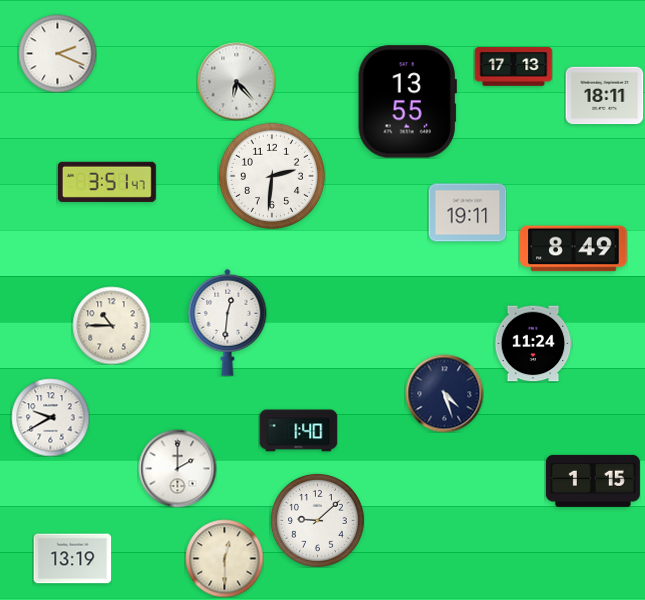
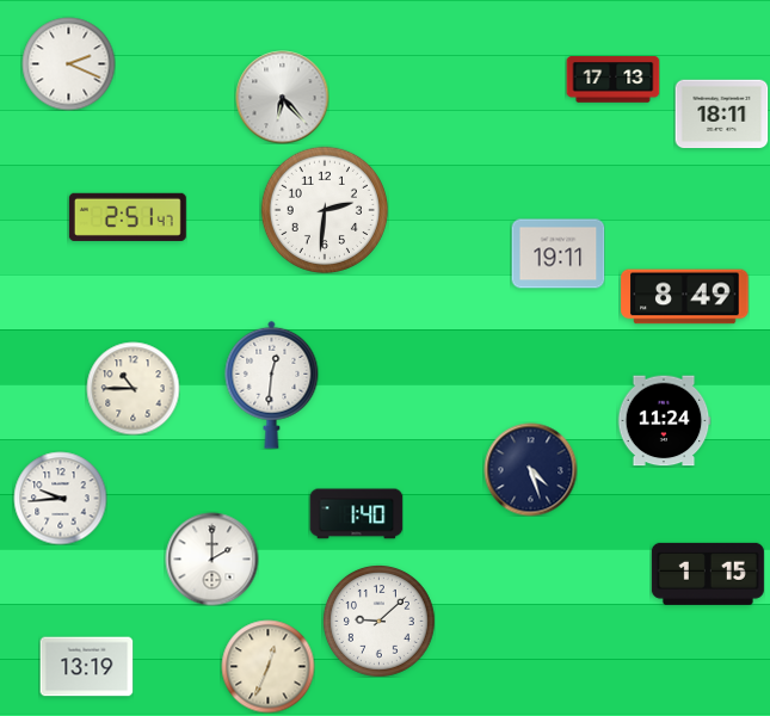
clock at (407, 102): 13:55 -> none
clock at (107, 182): 3:51 -> 2:51
clock at (533, 344) position: (533, 344) -> (664, 421)
clock at (50, 417): 9:40 -> 9:44
clock at (224, 558): 12:30 -> 12:34
